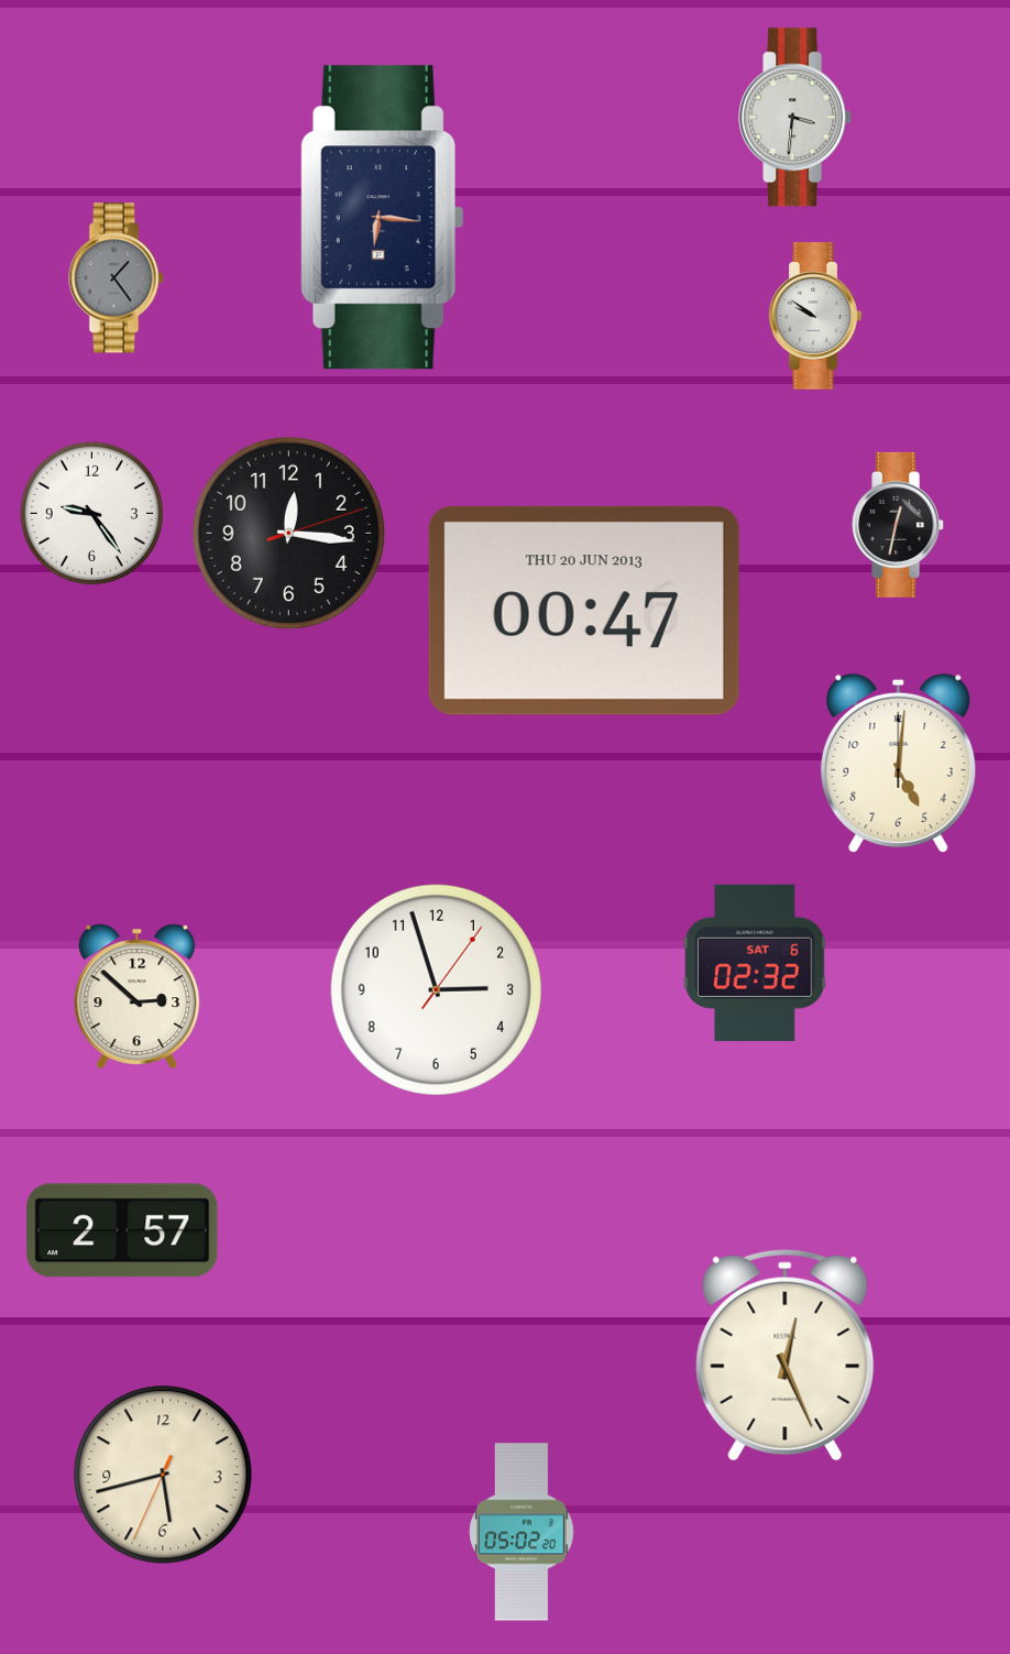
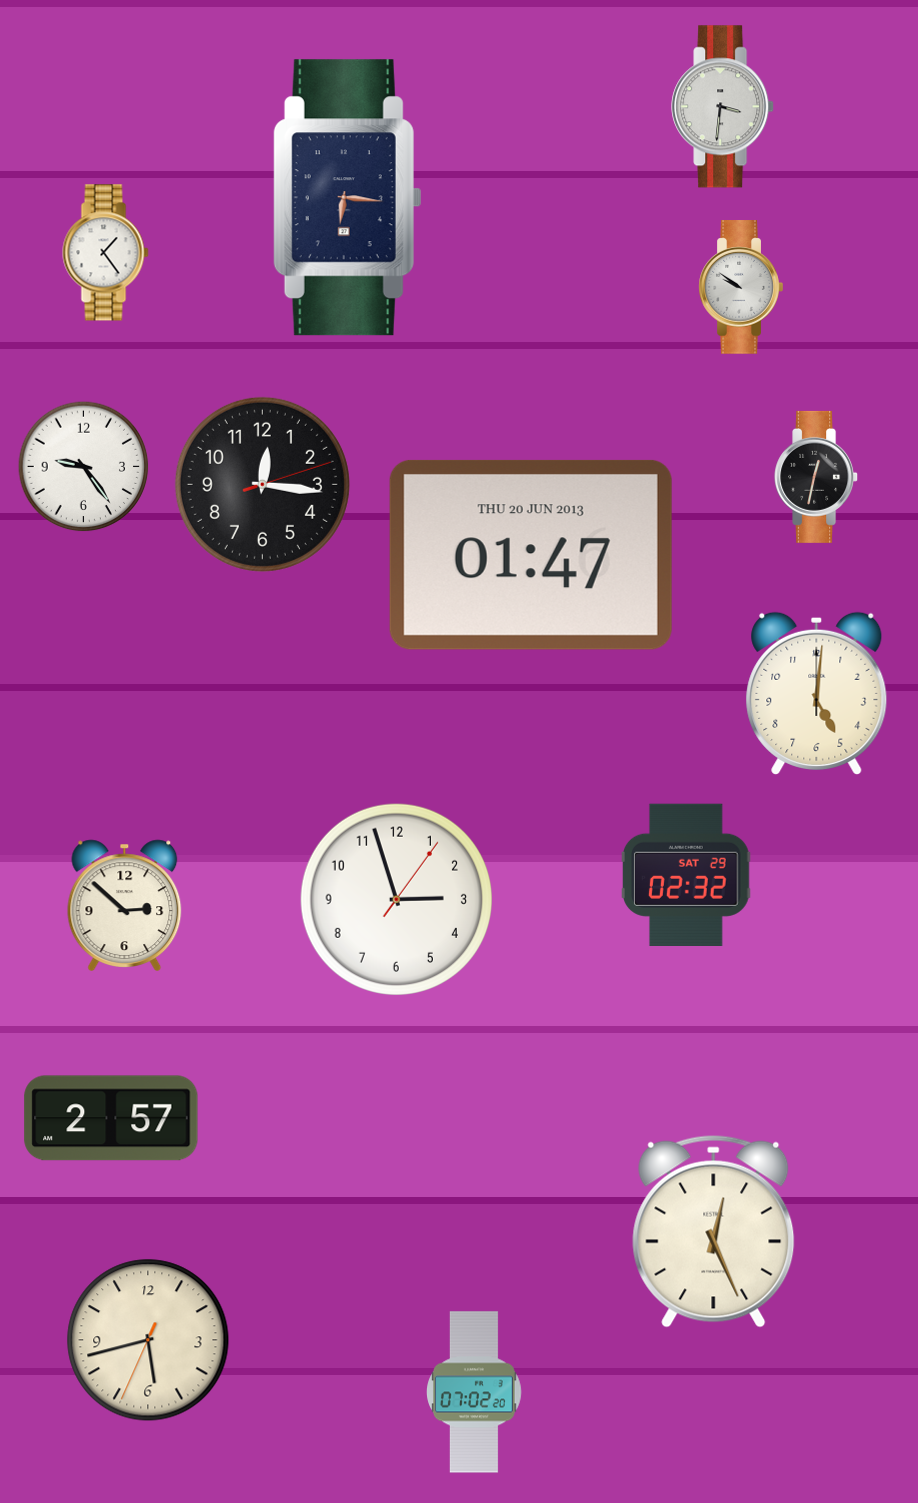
clock at (117, 278) dial: grey -> white
clock at (584, 611): 00:47 -> 01:47
clock at (756, 963) date: SAT 6 -> SAT 29
clock at (523, 1532): 05:02 -> 07:02
